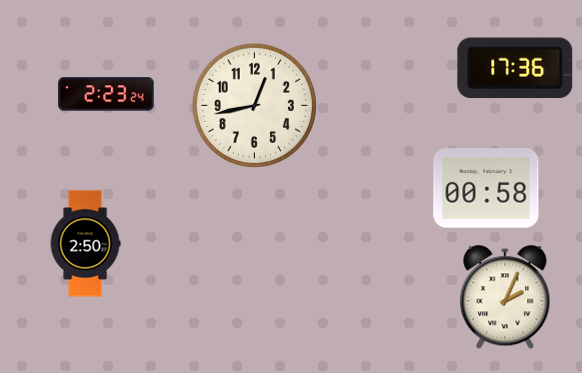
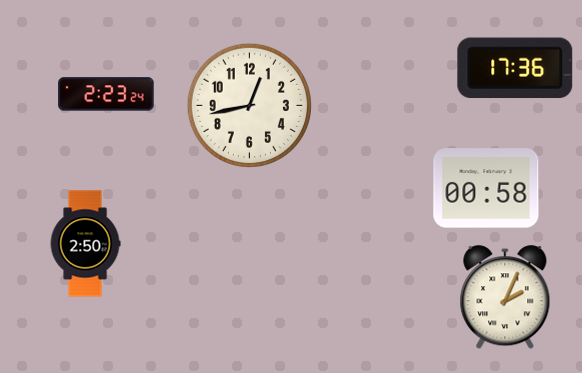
clock at (254, 105) position: (254, 105) -> (249, 105)
